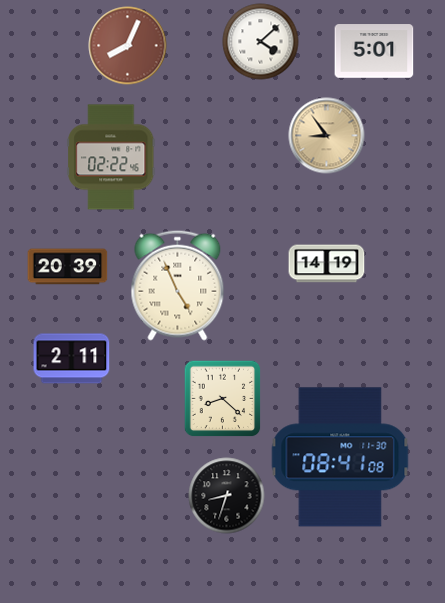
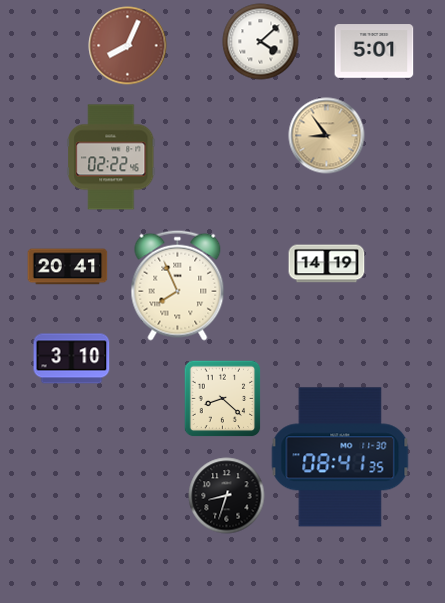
clock at (68, 267): 20:39 -> 20:41
clock at (178, 285): 4:56 -> 7:56
clock at (72, 359): 2:11 -> 3:10
clock at (340, 457): 08:41:08 -> 08:41:35
